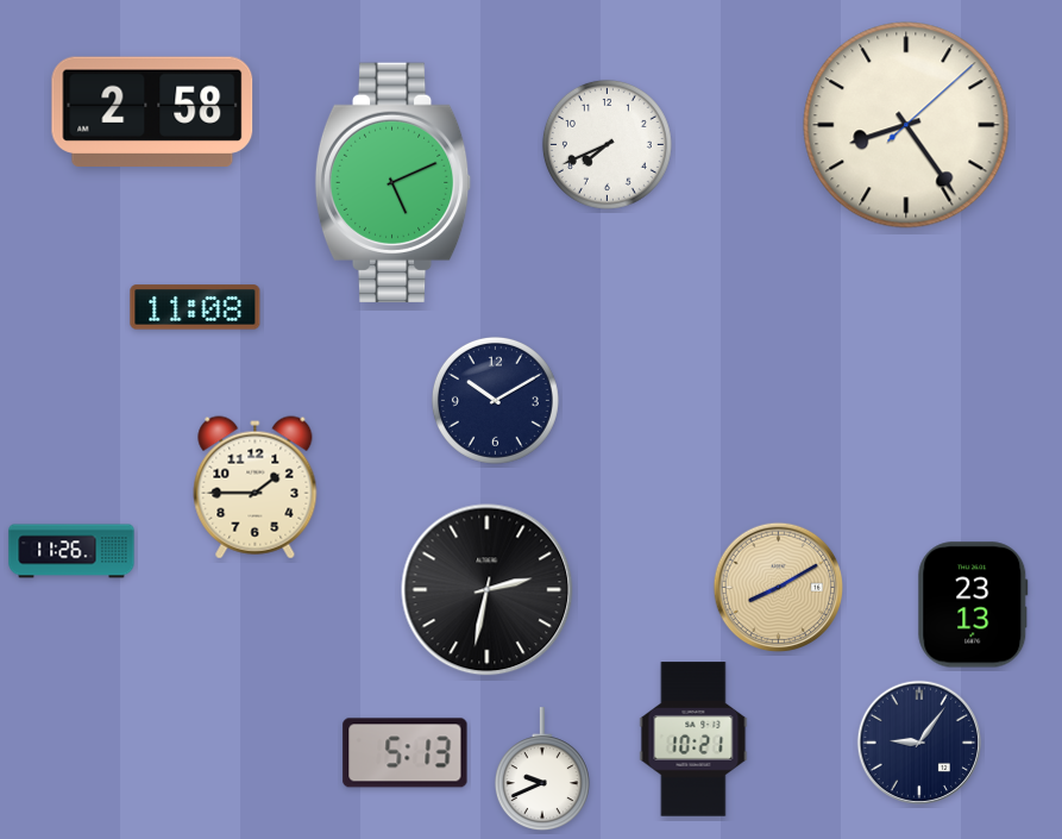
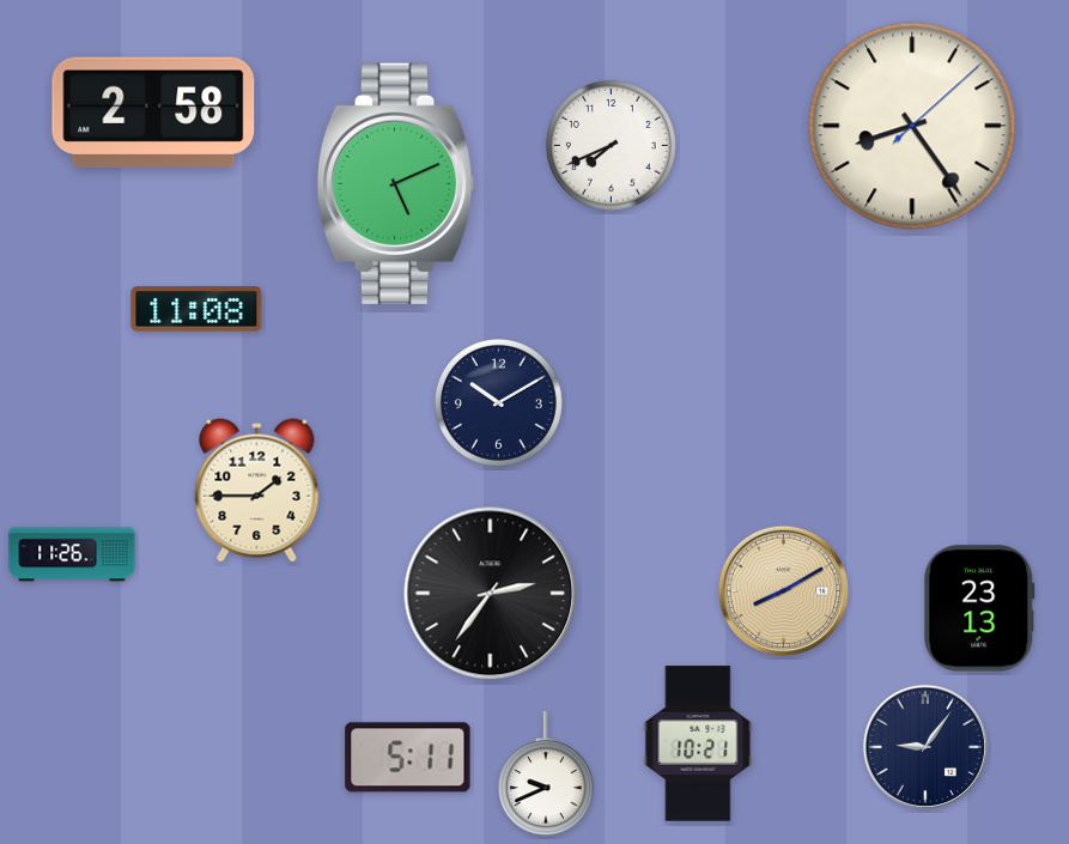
clock at (488, 590): 2:32 -> 2:36
clock at (406, 753): 5:13 -> 5:11
